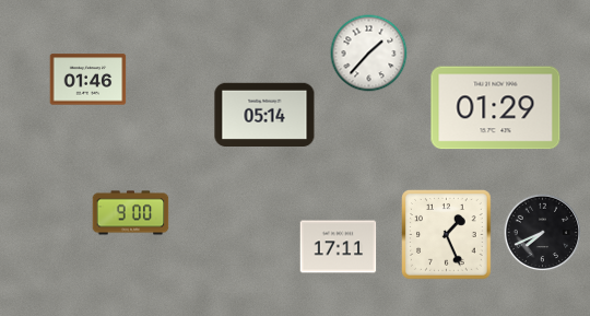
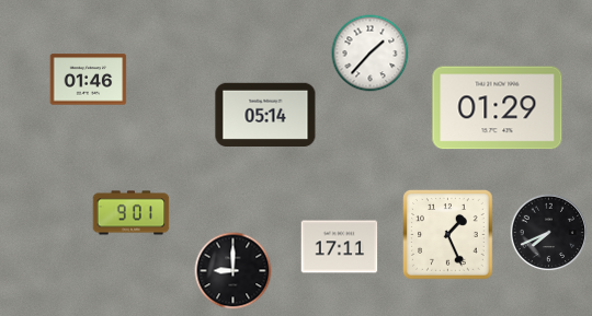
clock at (131, 213): 9:00 -> 9:01
clock at (543, 233) position: (543, 233) -> (549, 233)
clock at (234, 271): none -> 9:00
